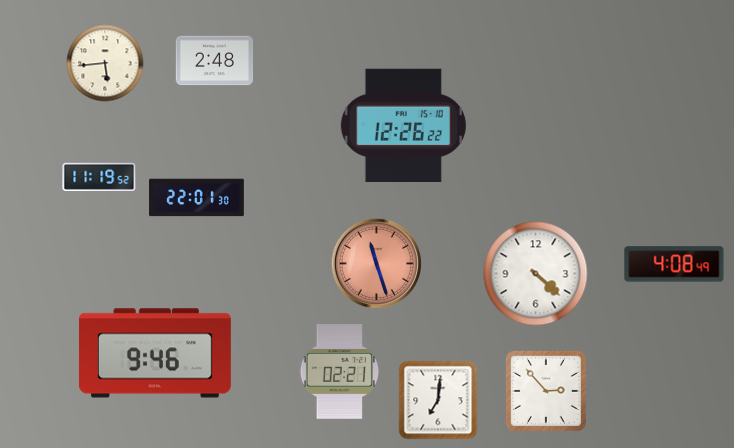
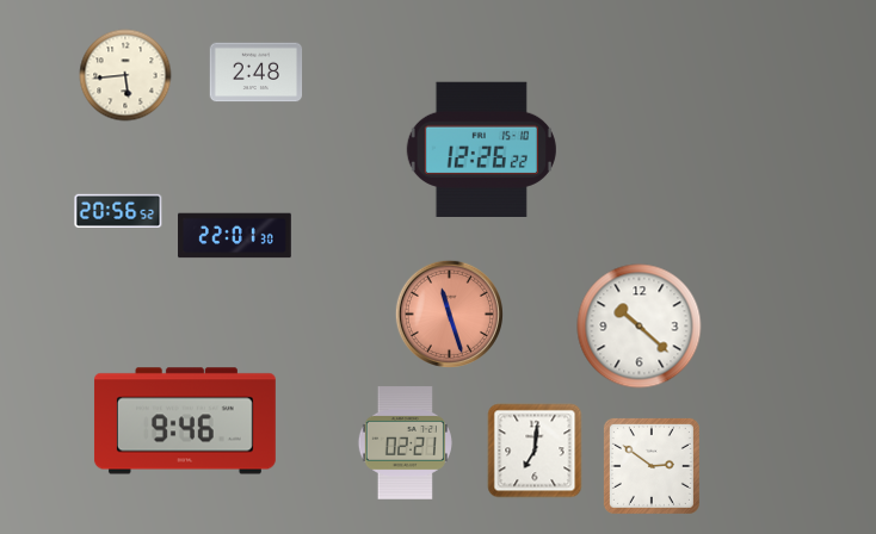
clock at (99, 176): 11:19 -> 20:56
clock at (674, 264): 4:08 -> none
clock at (536, 274): 4:22 -> 10:22
clock at (546, 391): 2:53 -> 2:51
clock at (438, 400) position: (438, 400) -> (535, 451)
